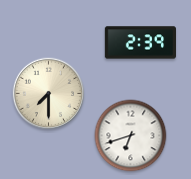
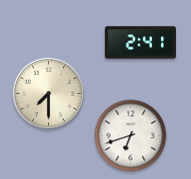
clock at (140, 43): 2:39 -> 2:41
